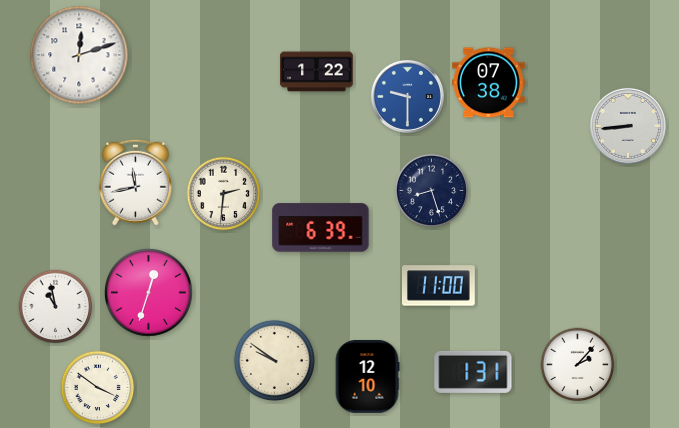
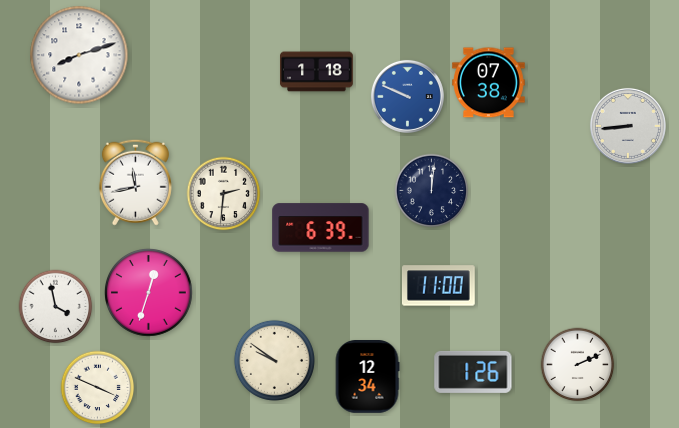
clock at (79, 55): 12:12 -> 8:12
clock at (317, 72): 1:22 -> 1:18
clock at (407, 96): 9:30 -> 9:49
clock at (432, 191): 8:27 -> 12:01
clock at (56, 307): 10:58 -> 3:58
clock at (578, 365): 2:07 -> 2:11
clock at (473, 372): 1:31 -> 1:26
clock at (367, 377): 12:10 -> 12:34
clock at (98, 388): 3:51 -> 3:49
